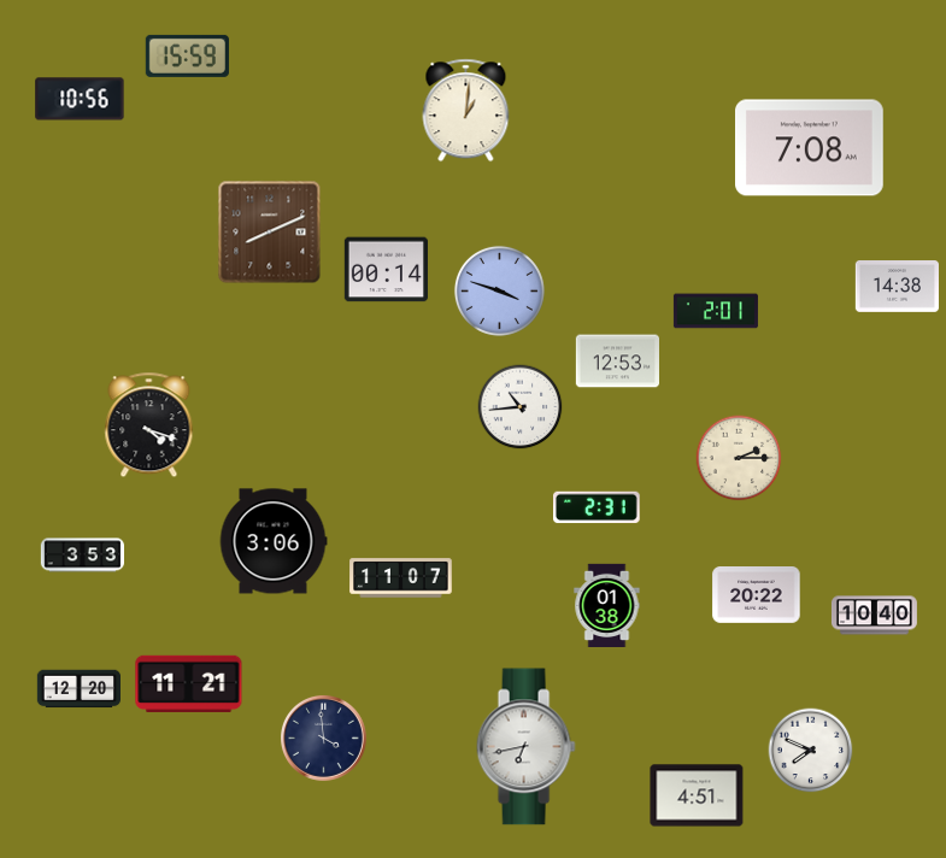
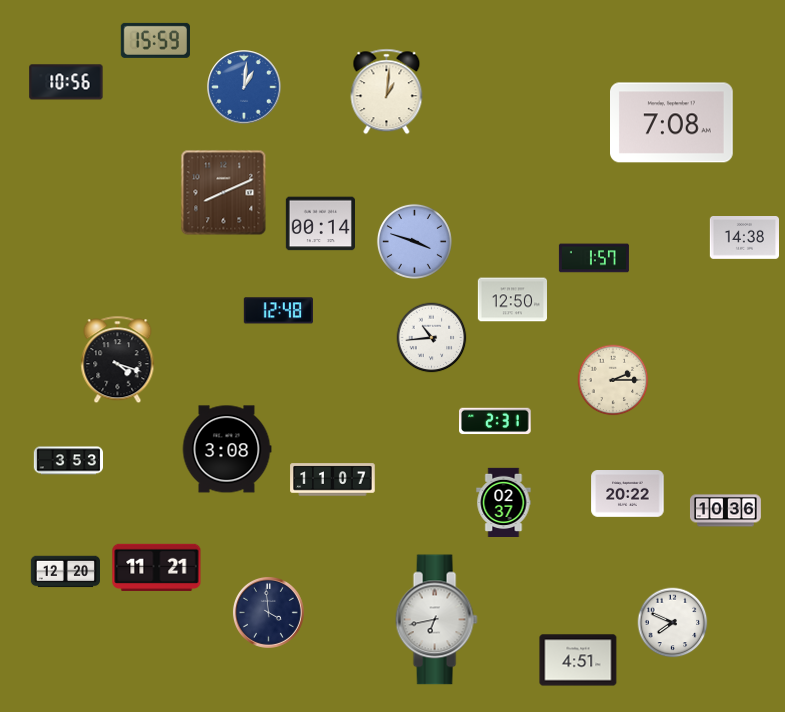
clock at (187, 55) position: (187, 55) -> (155, 40)
clock at (244, 87): none -> 1:01
clock at (716, 311): 2:01 -> 1:57
clock at (617, 362): 12:53 -> 12:50
clock at (278, 311): none -> 12:48
clock at (149, 425) position: (149, 425) -> (118, 360)
clock at (274, 541): 3:06 -> 3:08
clock at (607, 606): 01:38 -> 02:37
clock at (874, 616): 10:40 -> 10:36
